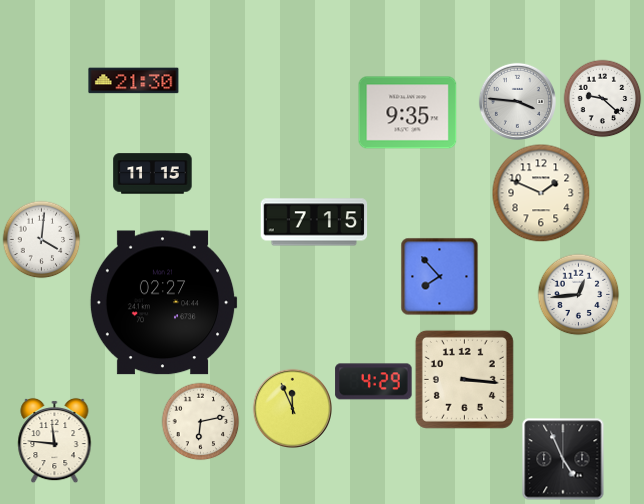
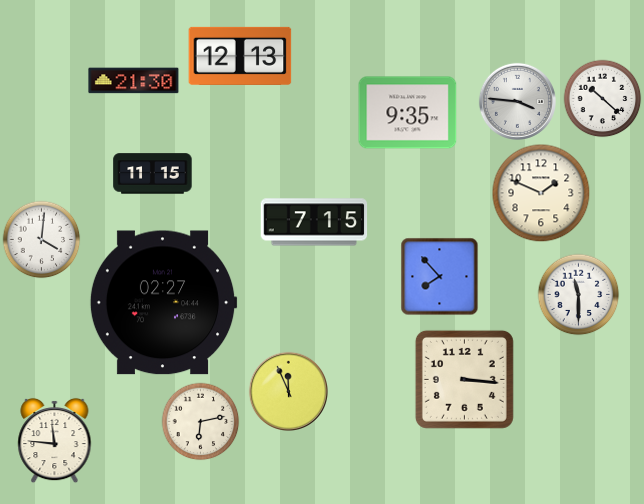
clock at (240, 56): none -> 12:13
clock at (602, 98): 9:22 -> 10:22
clock at (578, 294): 12:44 -> 11:30
clock at (374, 382): 4:29 -> none
clock at (292, 408) position: (292, 408) -> (288, 391)
clock at (563, 459): 4:56 -> none
